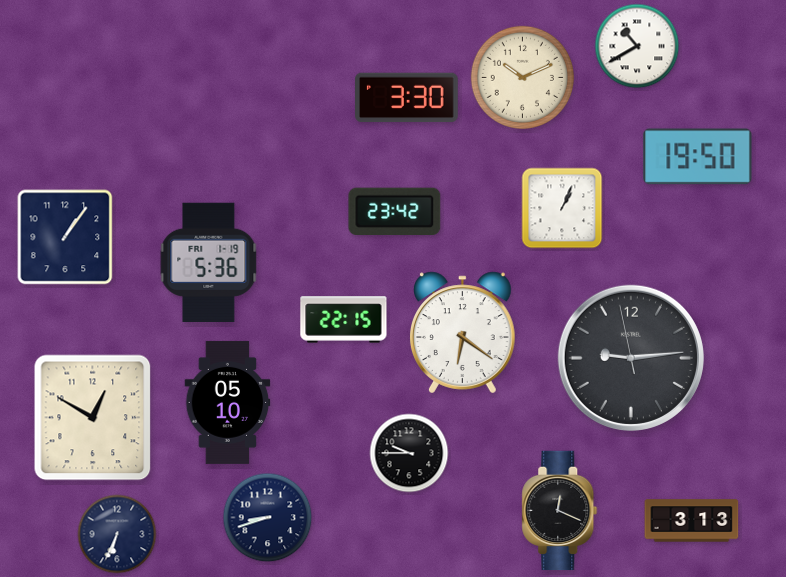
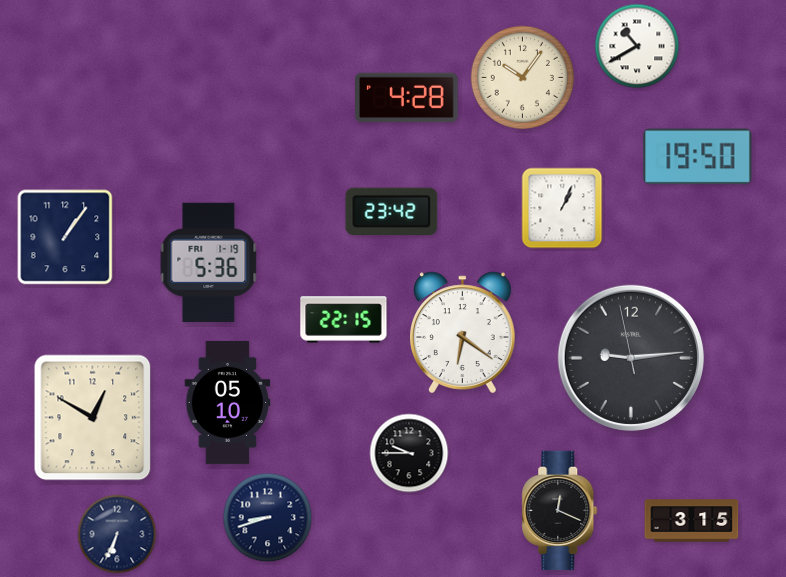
clock at (522, 77): 10:11 -> 10:06
clock at (407, 98): 3:30 -> 4:28
clock at (395, 212) position: (395, 212) -> (392, 212)
clock at (692, 521): 3:13 -> 3:15
